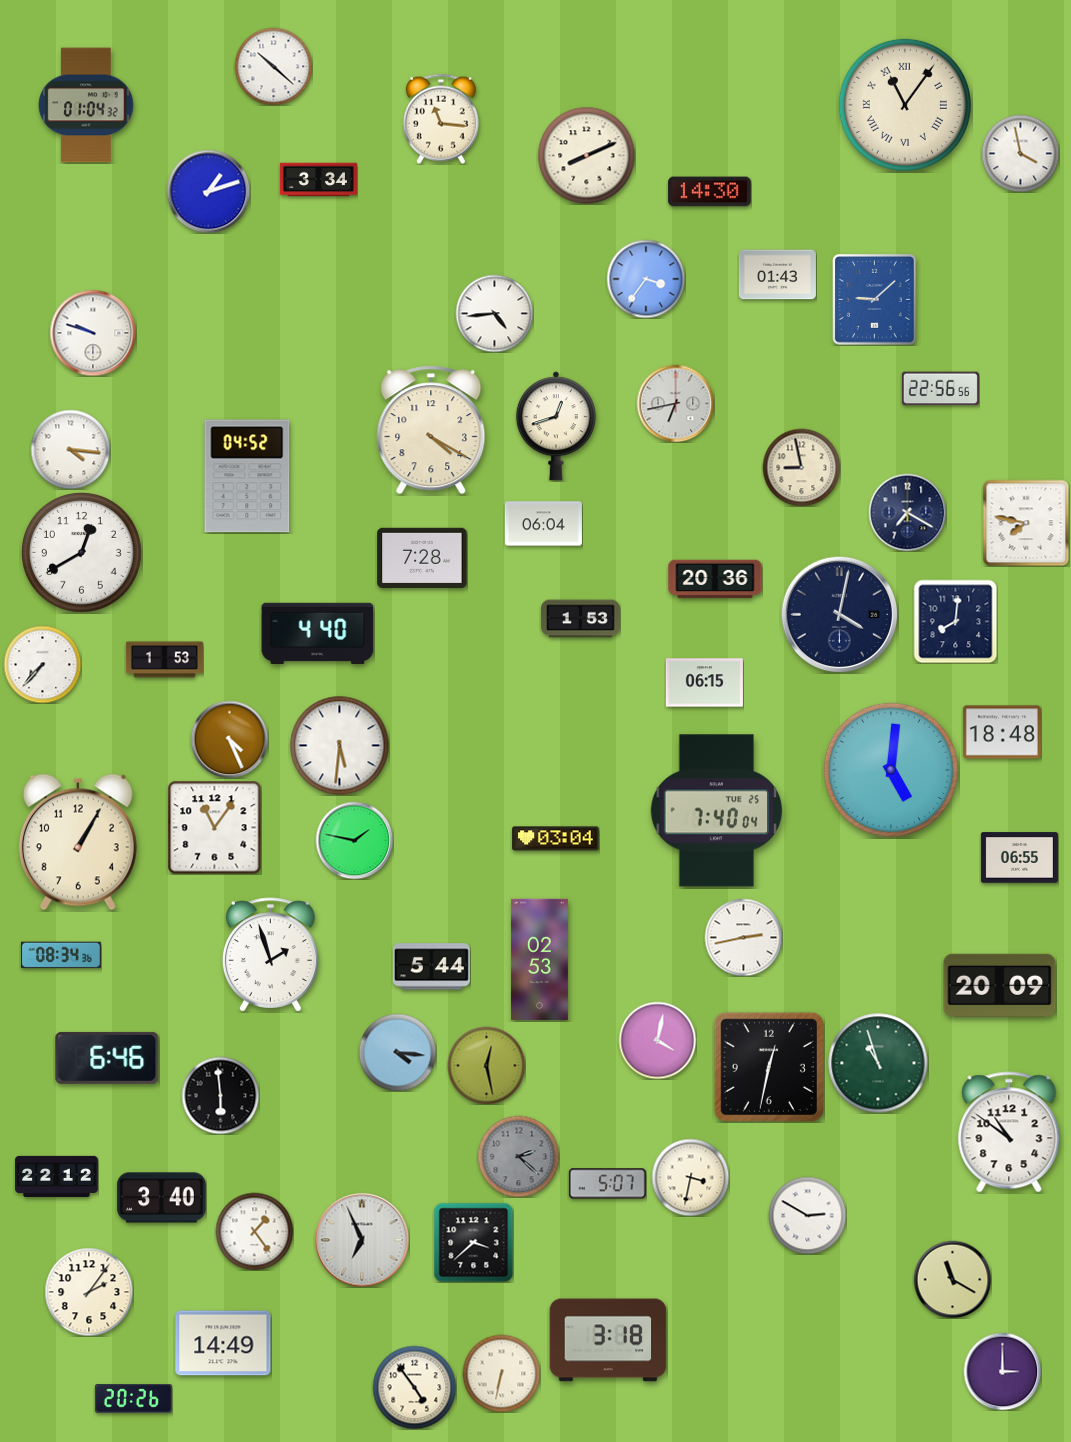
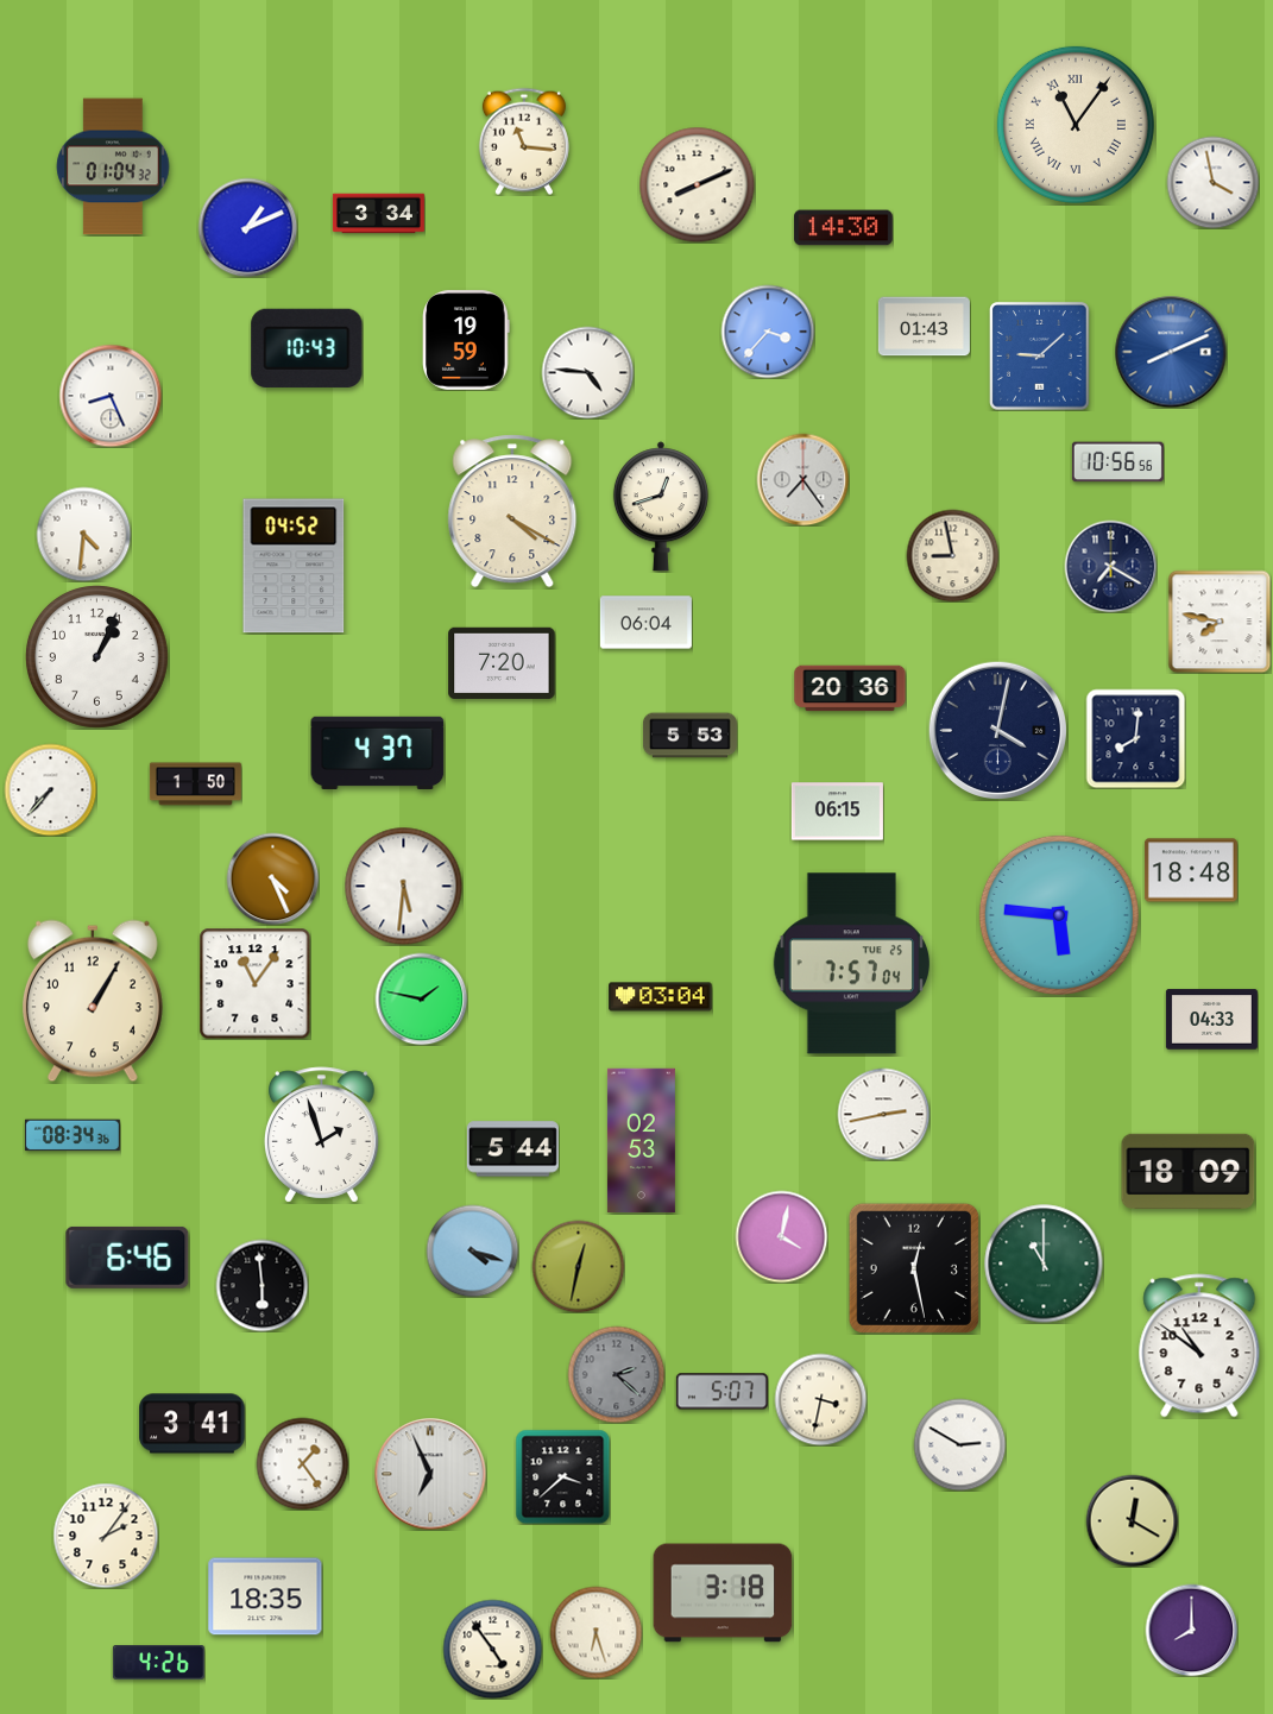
clock at (273, 66): 10:22 -> none
clock at (86, 105) position: (86, 105) -> (113, 166)
clock at (208, 191): 1:12 -> 1:11
clock at (646, 279): 3:36 -> 3:37
clock at (466, 340): none -> 19:59
clock at (307, 348): none -> 10:43
clock at (1171, 352): none -> 8:11
clock at (494, 313): 4:44 -> 4:46
clock at (93, 333): 9:48 -> 8:26
clock at (940, 389): 22:56 -> 10:56
clock at (675, 403): 6:43 -> 7:24
clock at (70, 449): 4:16 -> 4:31
clock at (907, 512) position: (907, 512) -> (1110, 566)
clock at (82, 553): 12:40 -> 1:04
clock at (422, 558): 7:28 -> 7:20
clock at (580, 619): 1:53 -> 5:53
clock at (318, 633): 4:40 -> 4:37
clock at (164, 660): 1:53 -> 1:50
clock at (891, 770): 5:01 -> 5:46
clock at (717, 811): 7:40 -> 7:57
clock at (1019, 858): 06:55 -> 04:33
clock at (1000, 985): 20:09 -> 18:09
clock at (397, 1052): 4:16 -> 4:18
clock at (878, 1063): 10:57 -> 11:00
clock at (486, 1065): 12:28 -> 12:32
clock at (769, 1067): 12:32 -> 12:28
clock at (220, 1095) position: (220, 1095) -> (261, 1285)
clock at (57, 1176): 22:12 -> none
clock at (607, 1184) position: (607, 1184) -> (721, 1392)
clock at (162, 1198): 3:40 -> 3:41
clock at (952, 1279): 11:20 -> 12:20
clock at (223, 1343): 14:49 -> 18:35
clock at (1002, 1371): 3:00 -> 8:00
clock at (501, 1373): 6:32 -> 6:27
clock at (133, 1399): 20:26 -> 4:26
